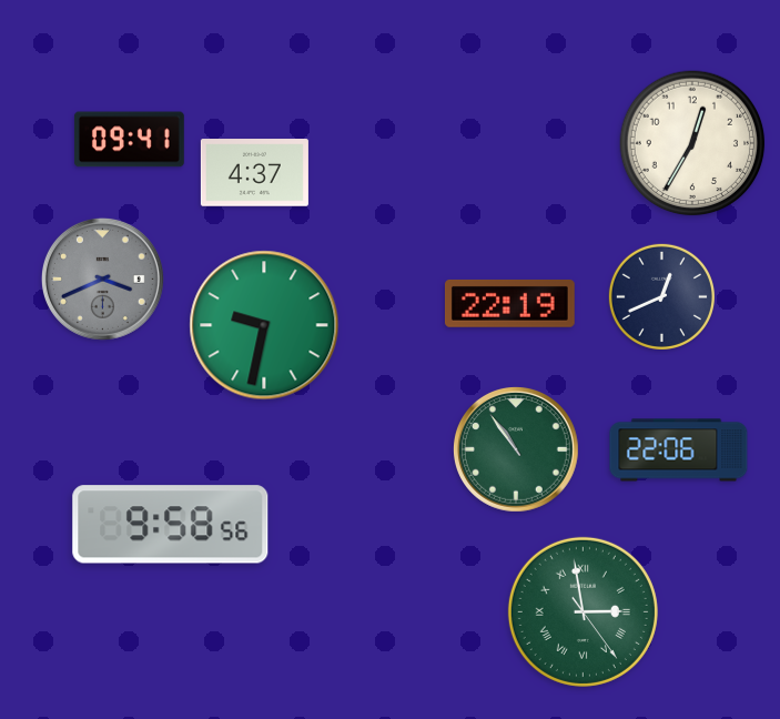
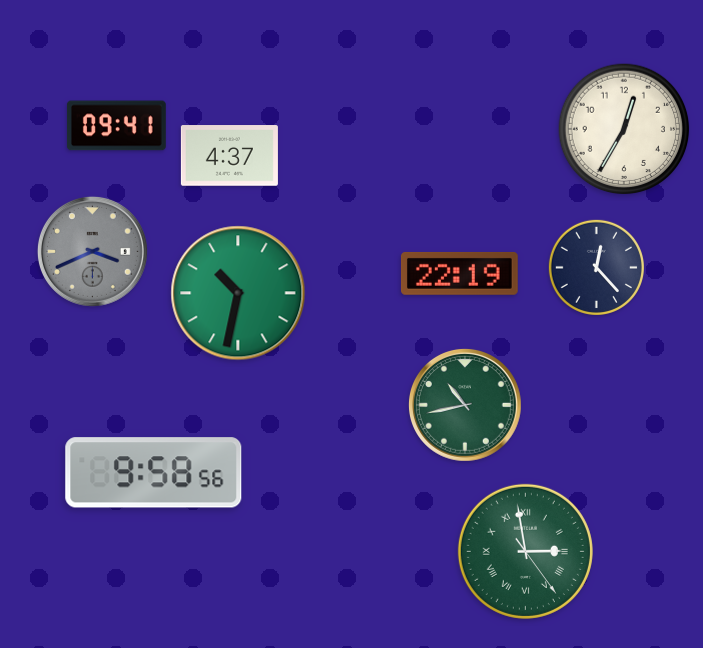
clock at (661, 296): 12:41 -> 12:23
clock at (264, 325): 9:32 -> 10:32
clock at (516, 449): 10:54 -> 10:43
clock at (679, 450): 22:06 -> none
